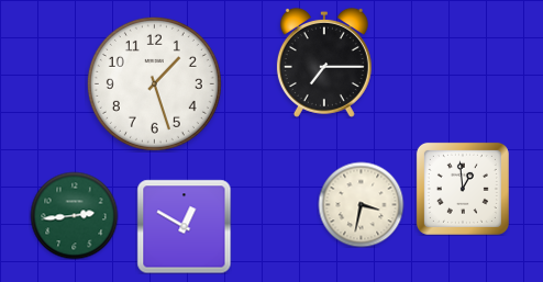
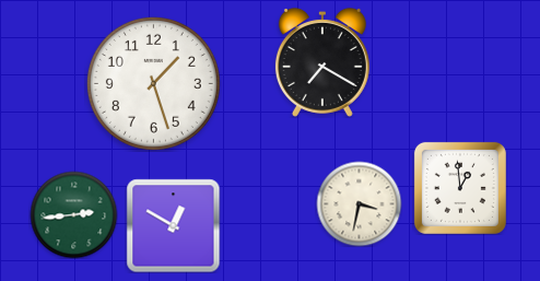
clock at (324, 63): 7:15 -> 7:20
clock at (184, 226) position: (184, 226) -> (173, 225)
